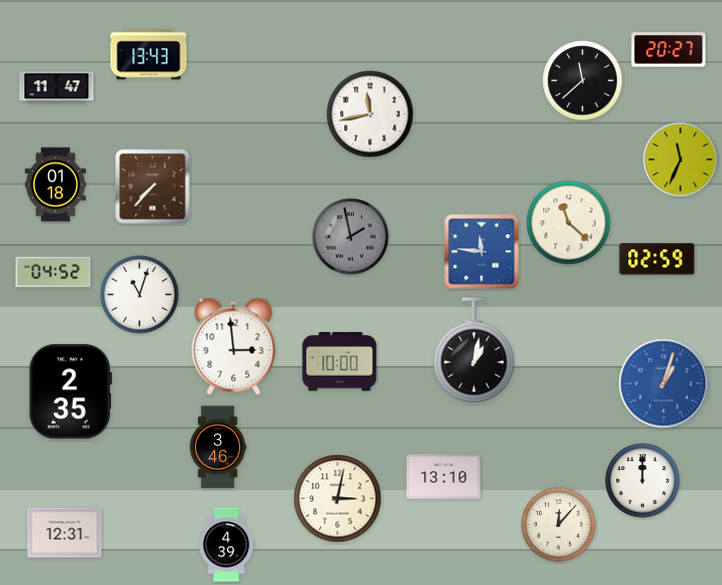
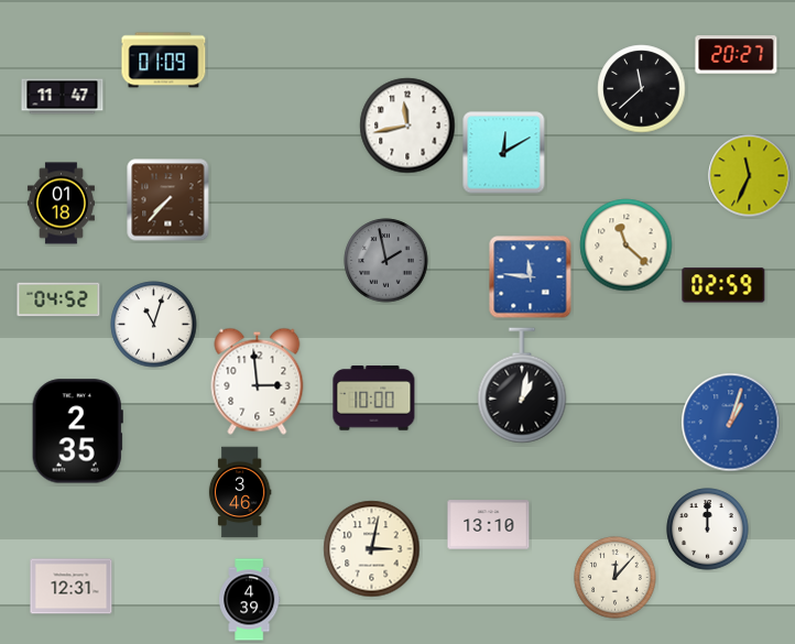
clock at (149, 55): 13:43 -> 01:09
clock at (504, 153): none -> 12:10
clock at (153, 187) position: (153, 187) -> (168, 200)
